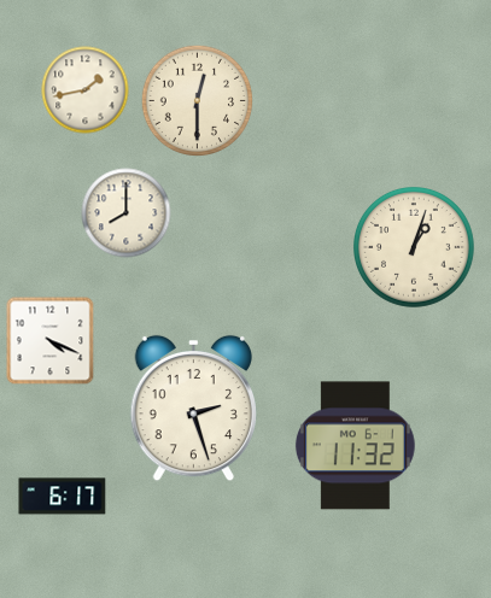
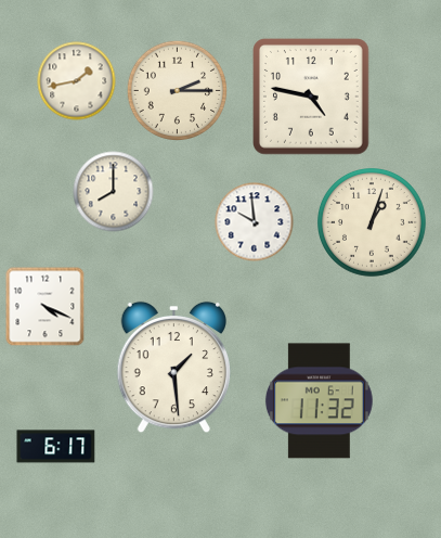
clock at (198, 101): 12:30 -> 2:15
clock at (312, 98): none -> 4:47
clock at (255, 222): none -> 9:59
clock at (193, 409): 2:27 -> 1:29
